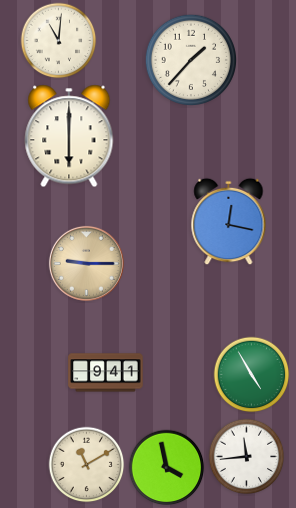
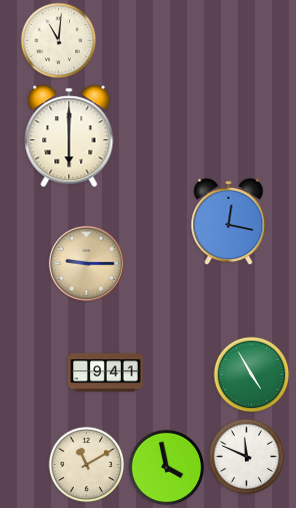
clock at (190, 59): 1:37 -> none
clock at (247, 457): 11:44 -> 11:49
